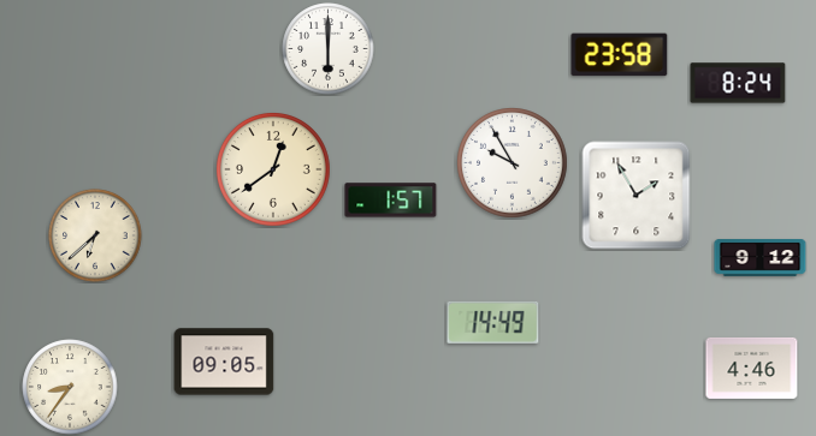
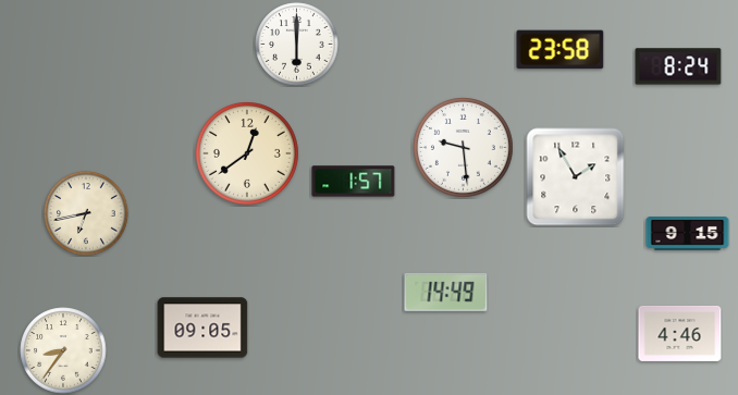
clock at (738, 83) position: (738, 83) -> (678, 66)
clock at (513, 163): 9:55 -> 9:29
clock at (95, 235): 6:38 -> 6:43
clock at (761, 258): 9:12 -> 9:15
